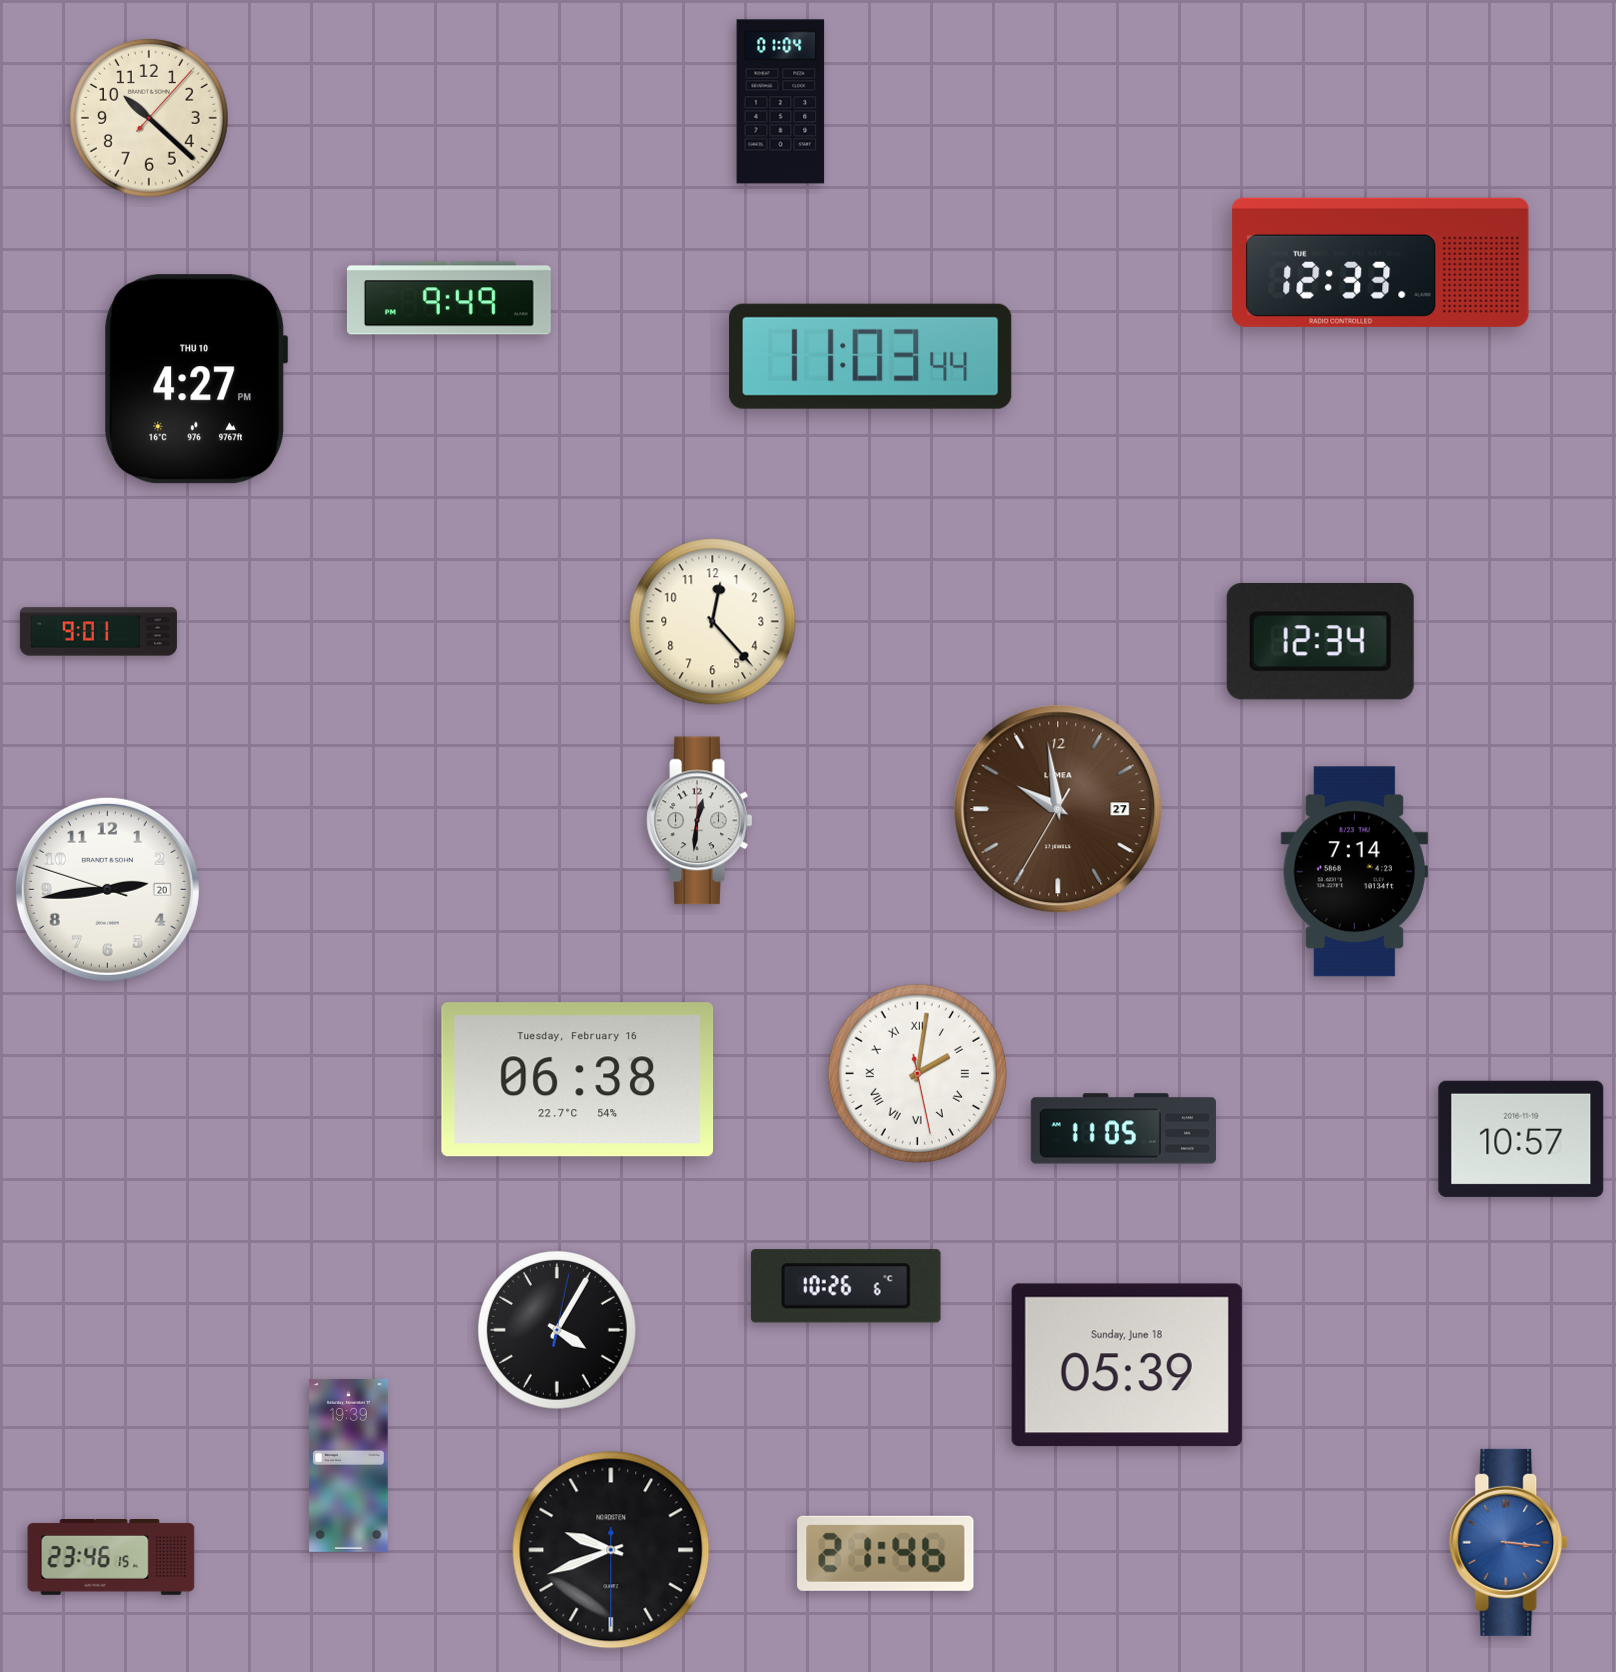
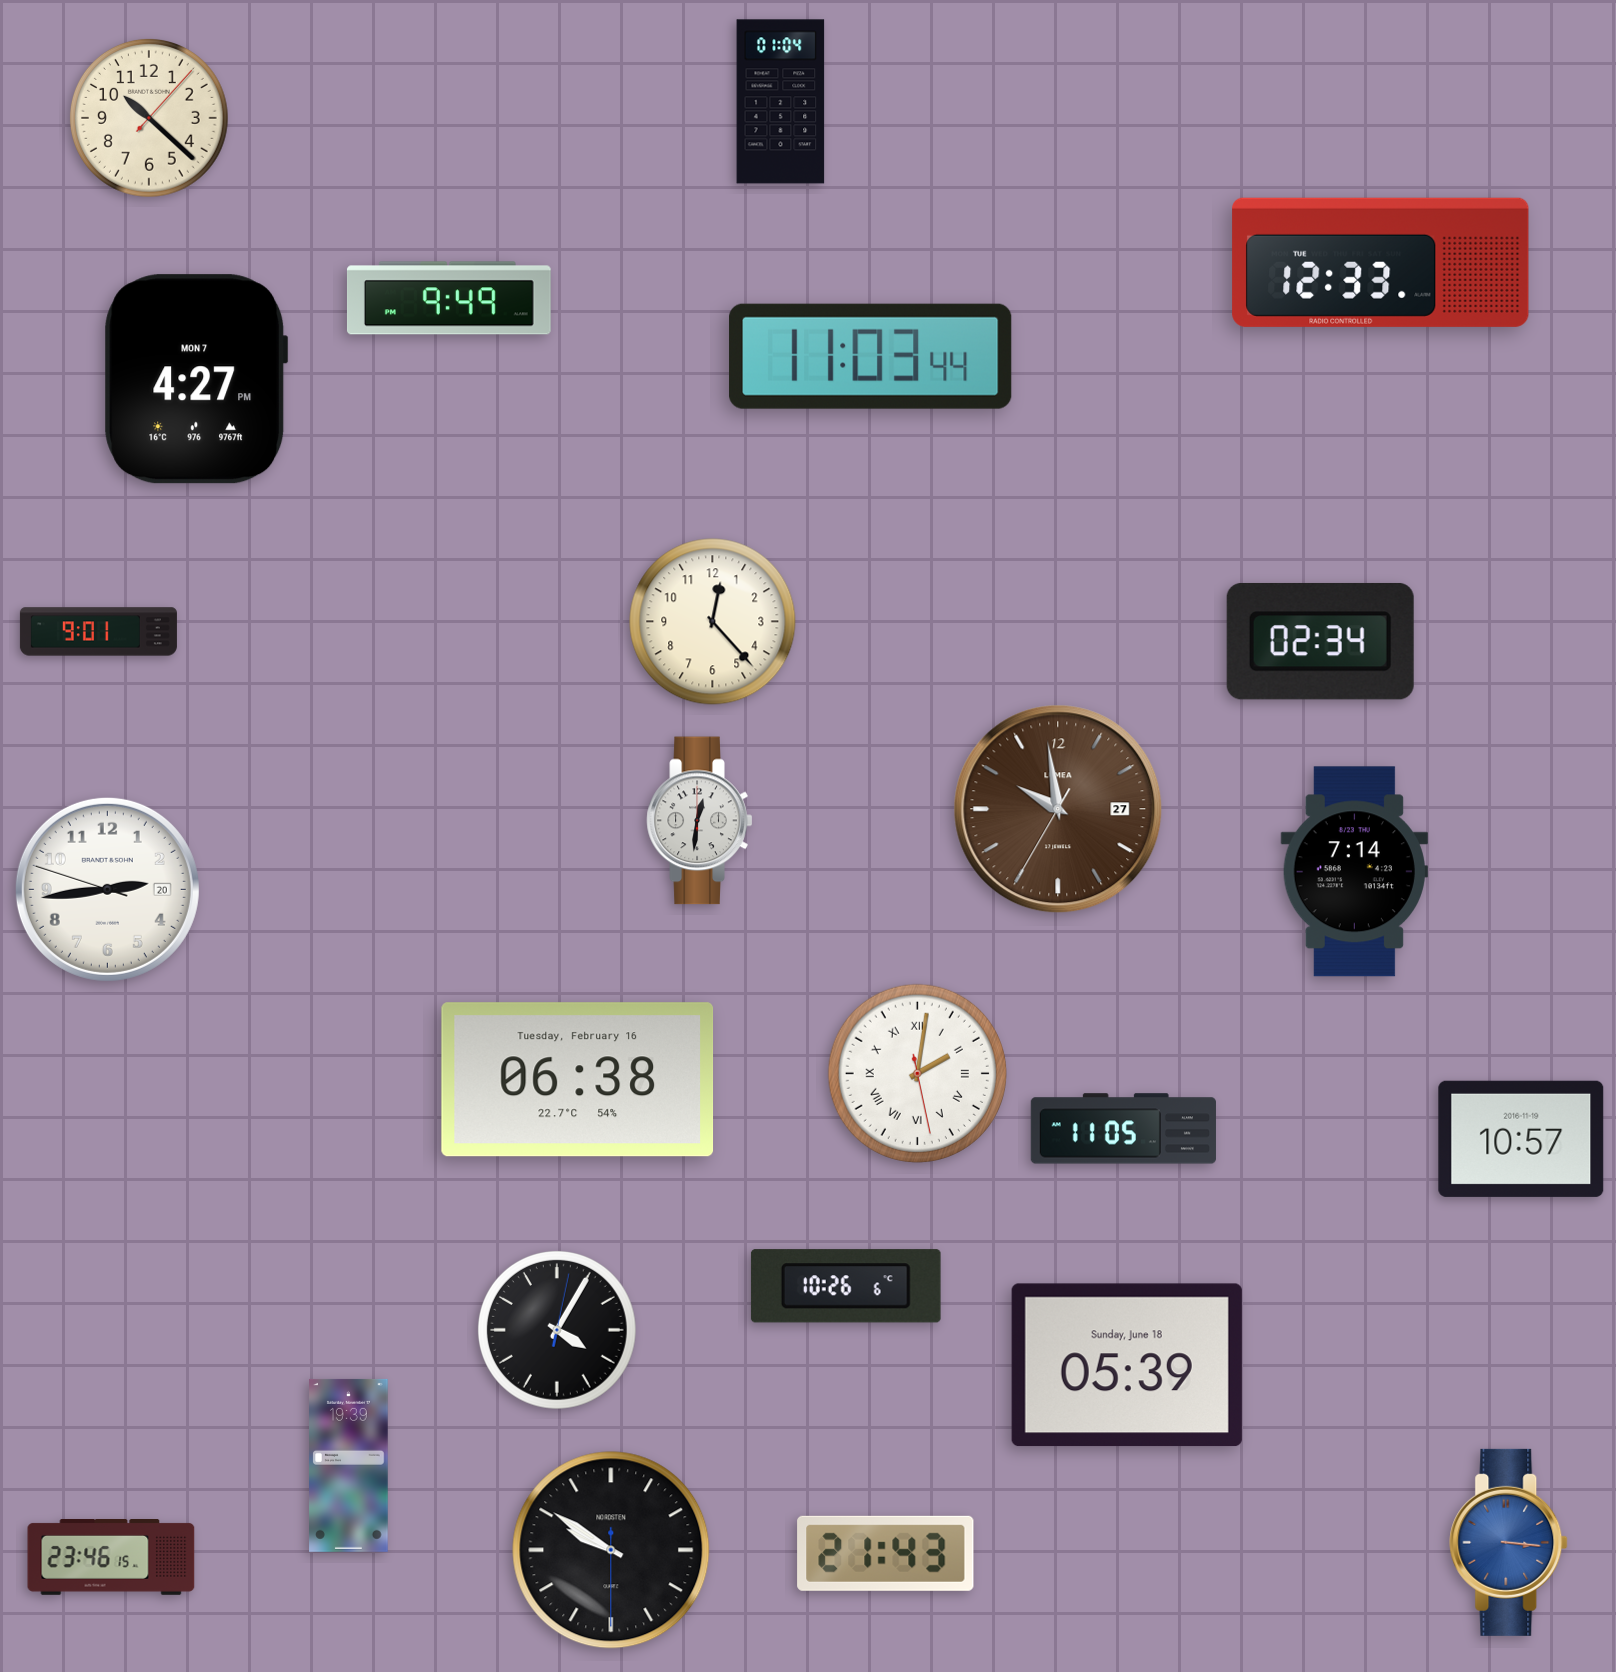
clock at (196, 379) date: THU 10 -> MON 7
clock at (1320, 641): 12:34 -> 02:34
clock at (611, 1550): 9:41 -> 9:50
clock at (886, 1553): 21:46 -> 21:43
